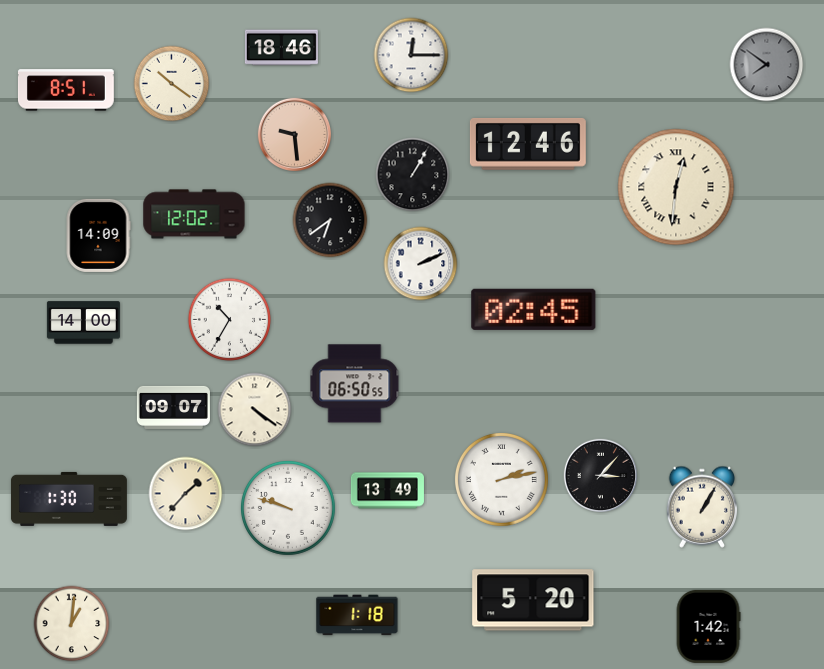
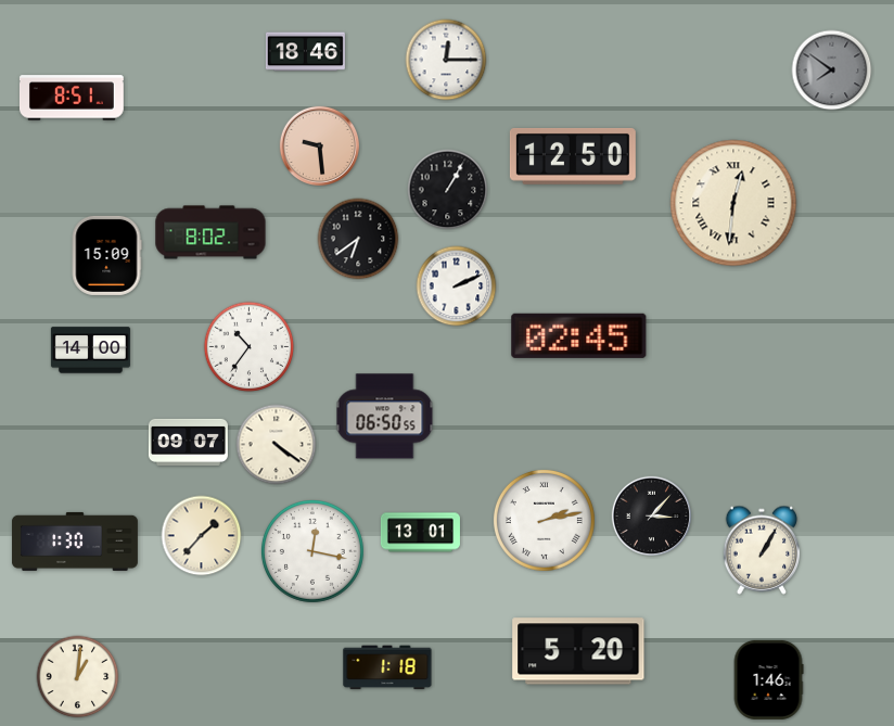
clock at (172, 84): 10:21 -> none
clock at (528, 144): 12:46 -> 12:50
clock at (194, 214): 12:02 -> 8:02
clock at (98, 235): 14:09 -> 15:09
clock at (230, 320): 10:35 -> 10:36
clock at (387, 491): 13:49 -> 13:01
clock at (288, 508): 9:48 -> 12:17
clock at (708, 626): 1:42 -> 1:46
